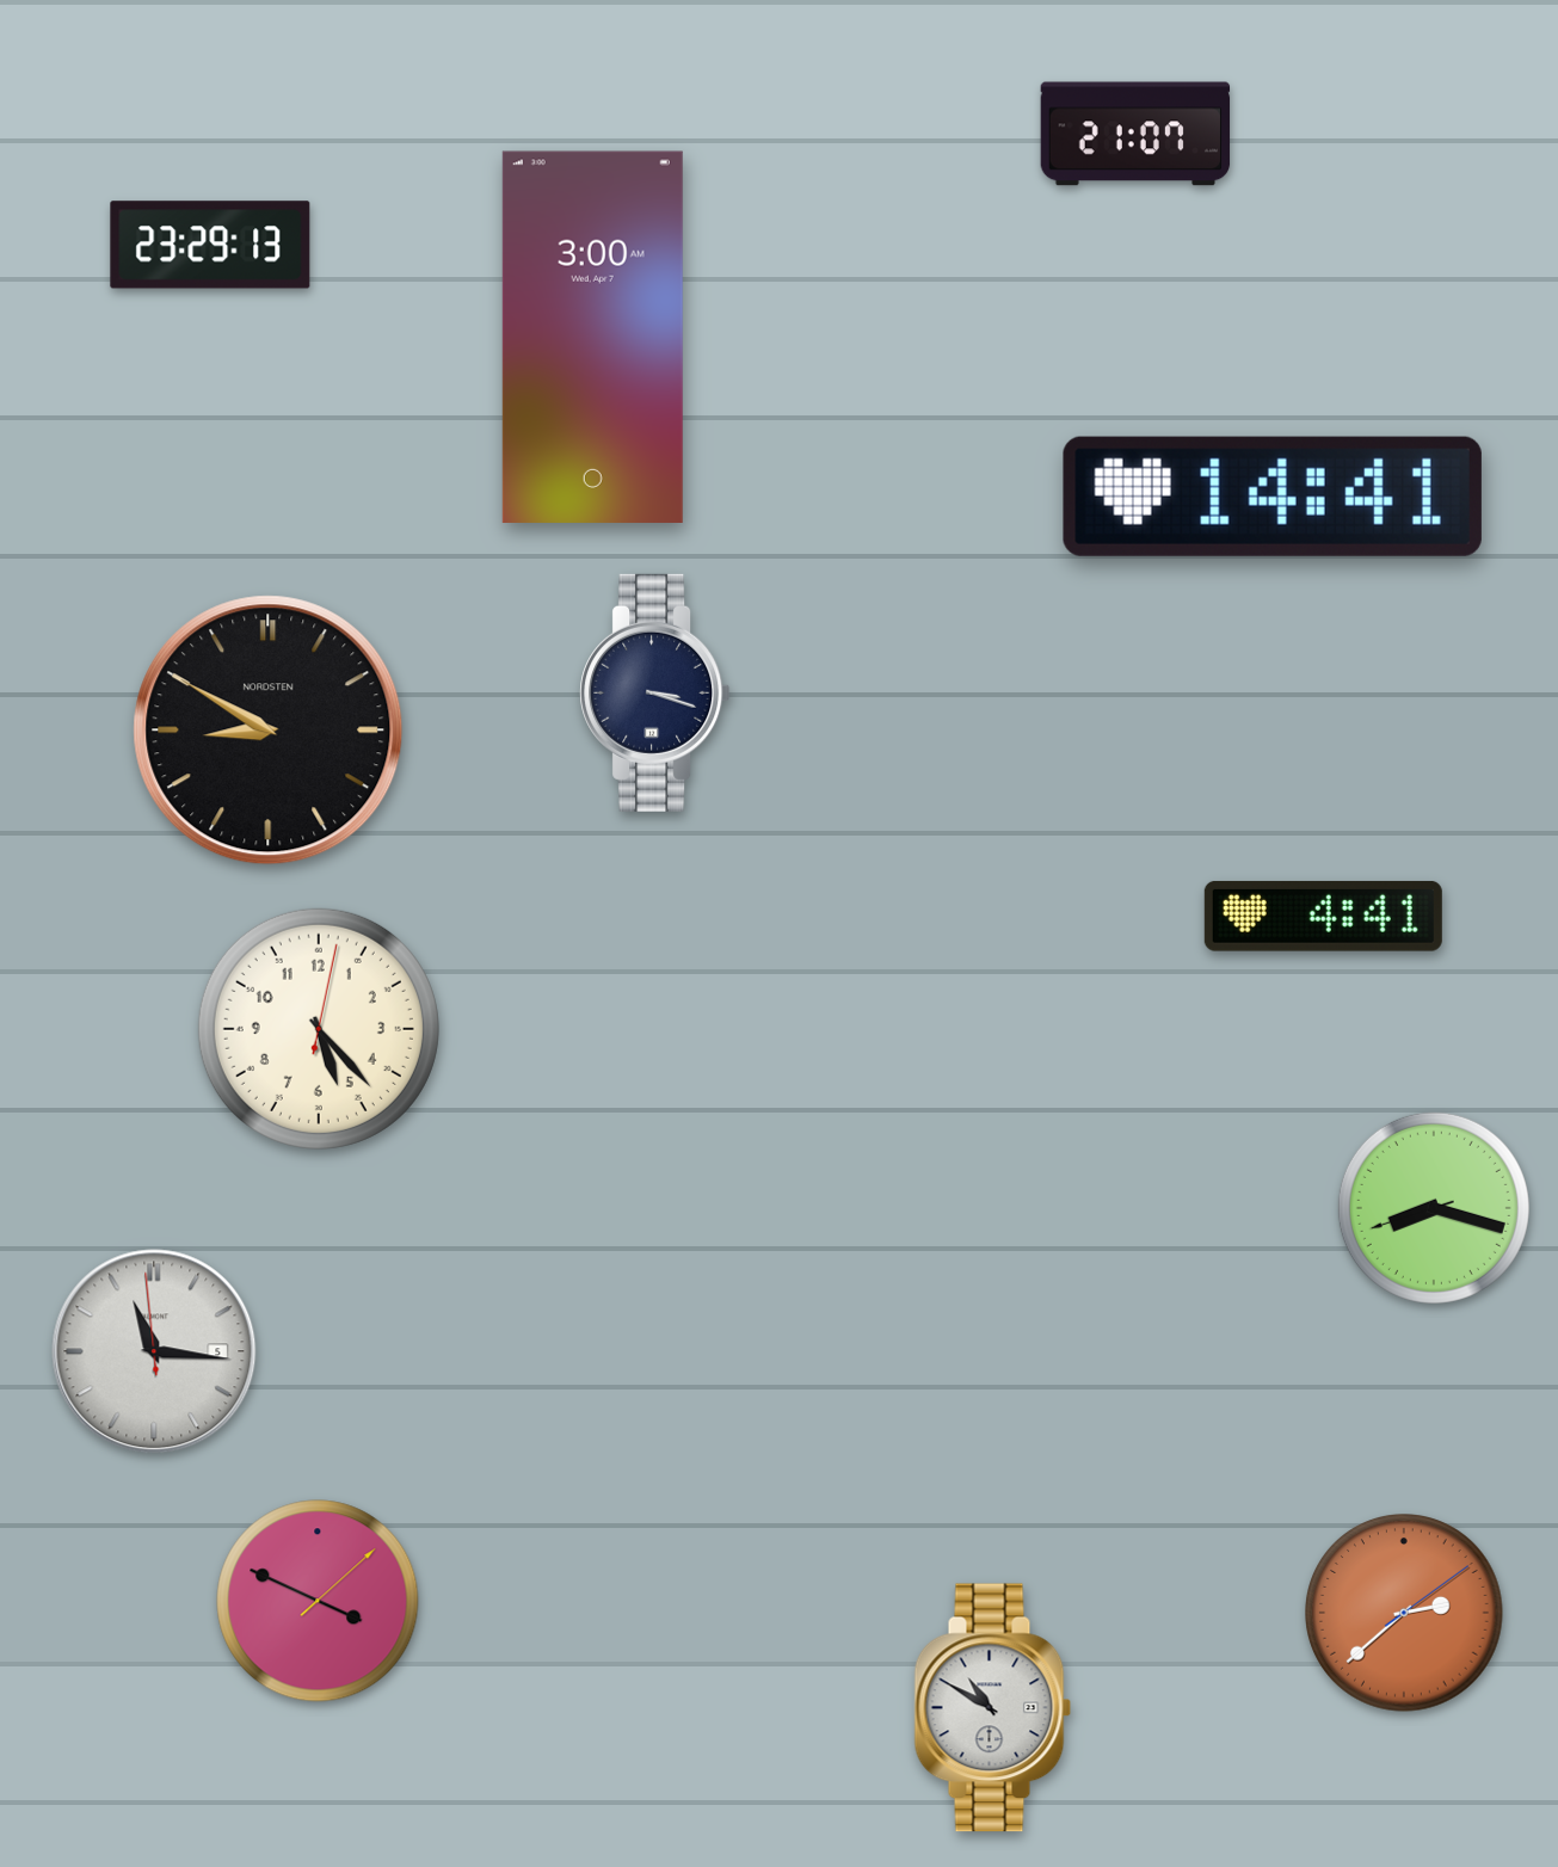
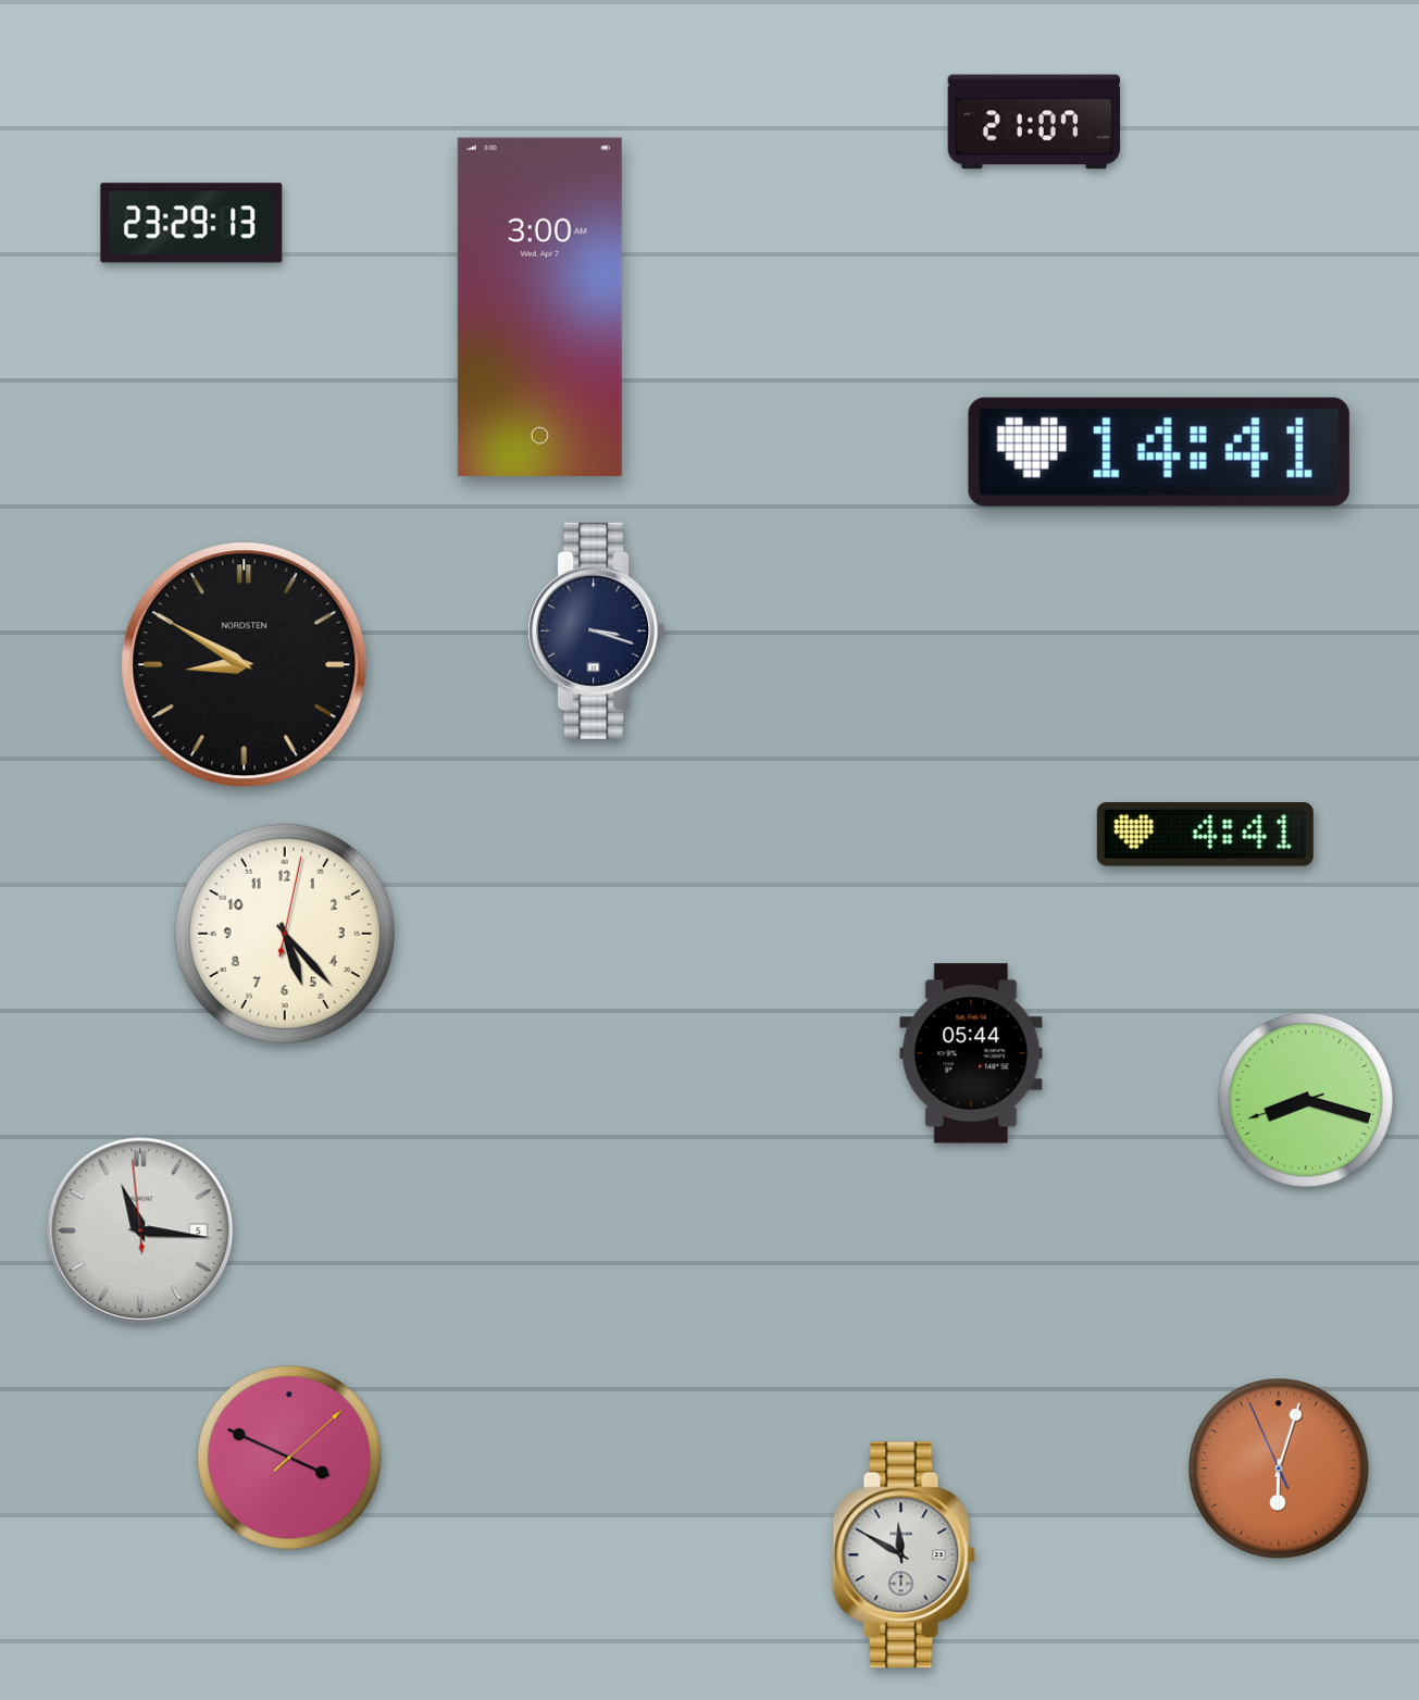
clock at (319, 1029) position: (319, 1029) -> (285, 934)
clock at (971, 1053): none -> 05:44
clock at (1404, 1613): 2:38 -> 6:02
clock at (993, 1708): 10:50 -> 11:50
